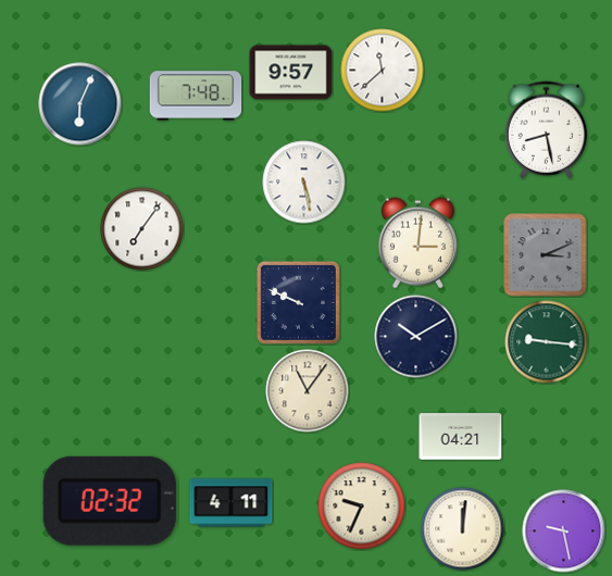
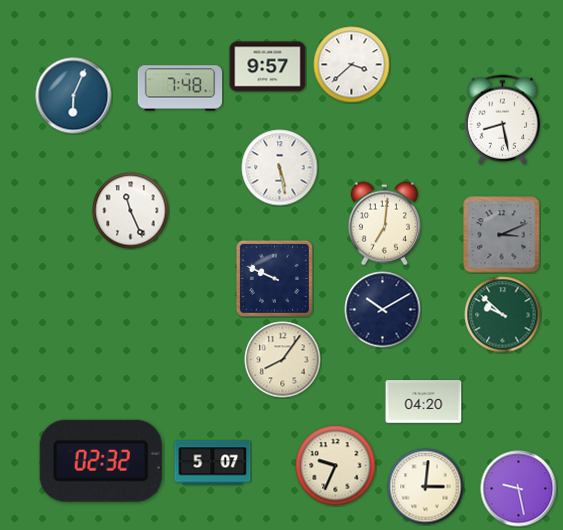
clock at (383, 71): 11:38 -> 3:38
clock at (142, 229): 7:06 -> 11:26
clock at (417, 243): 3:01 -> 7:01
clock at (547, 342): 9:16 -> 9:52
clock at (308, 391): 11:06 -> 8:06
clock at (461, 437): 04:21 -> 04:20
clock at (232, 503): 4:11 -> 5:07
clock at (362, 506) position: (362, 506) -> (336, 466)
clock at (463, 529): 12:01 -> 3:01
